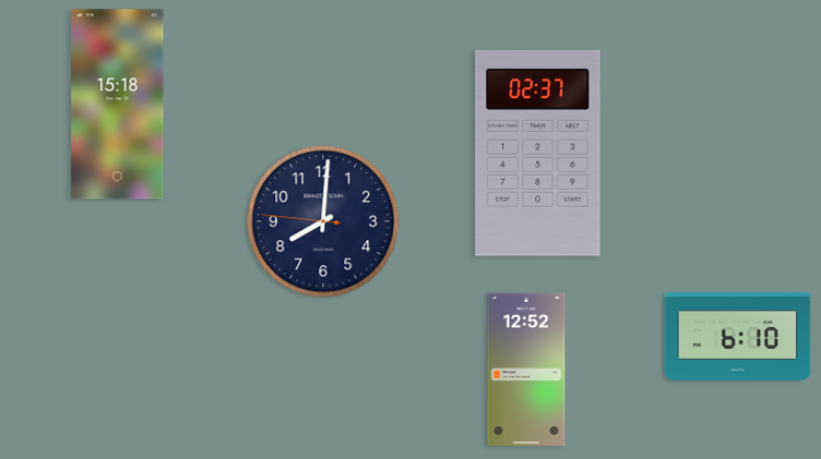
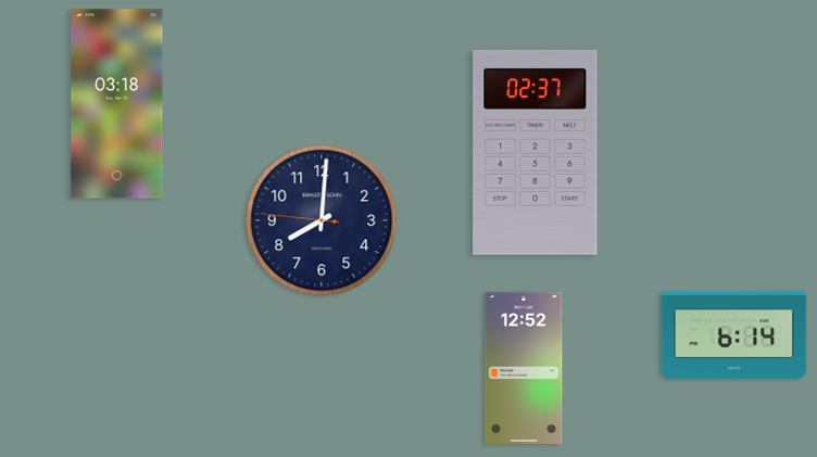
clock at (118, 105): 15:18 -> 03:18
clock at (738, 336): 6:10 -> 6:14
